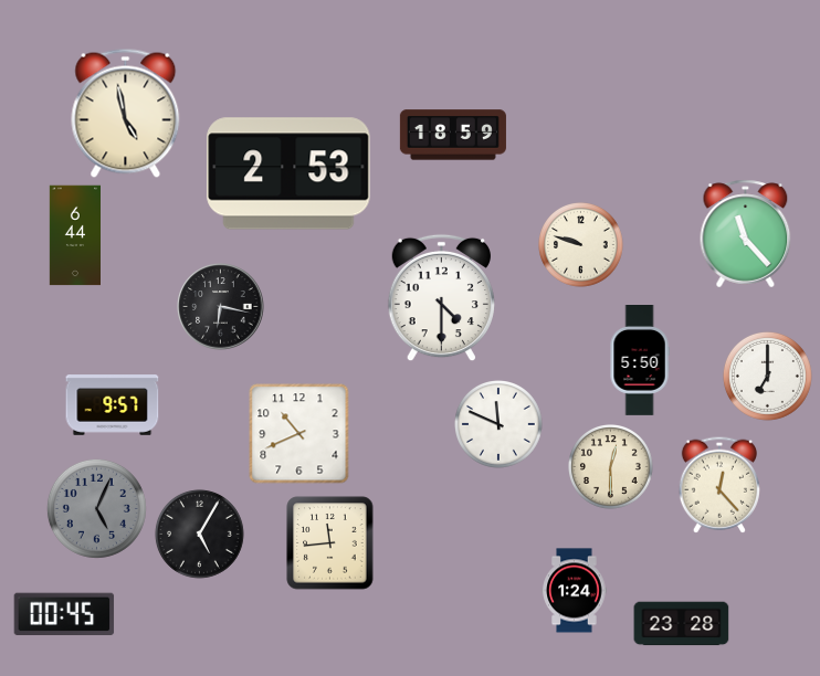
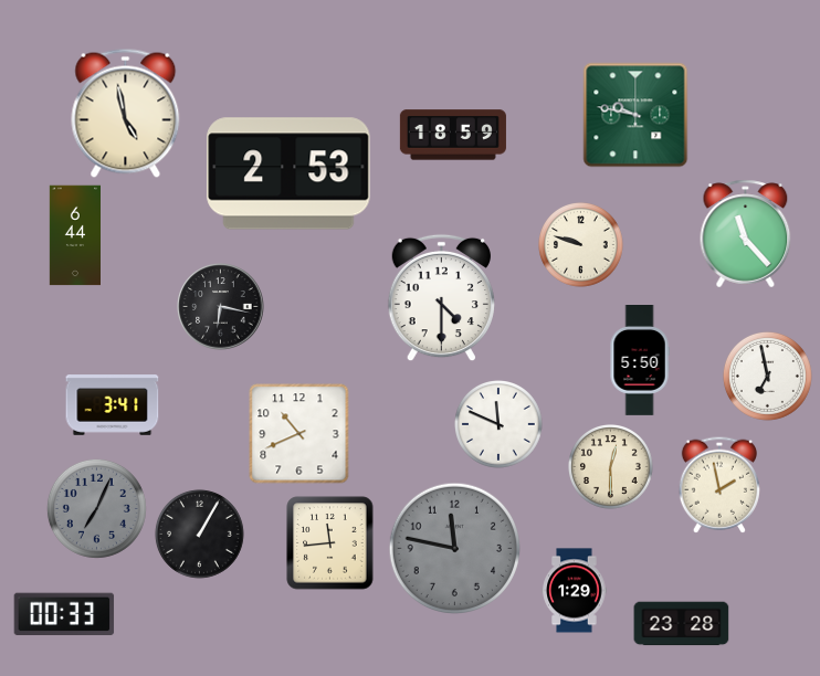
clock at (635, 115): none -> 9:47
clock at (768, 377): 7:00 -> 6:58
clock at (113, 405): 9:57 -> 3:41
clock at (719, 485): 12:23 -> 1:58
clock at (96, 508): 5:04 -> 7:04
clock at (200, 535): 5:05 -> 1:05
clock at (454, 548): none -> 11:47
clock at (575, 591): 1:24 -> 1:29
clock at (64, 614): 00:45 -> 00:33
